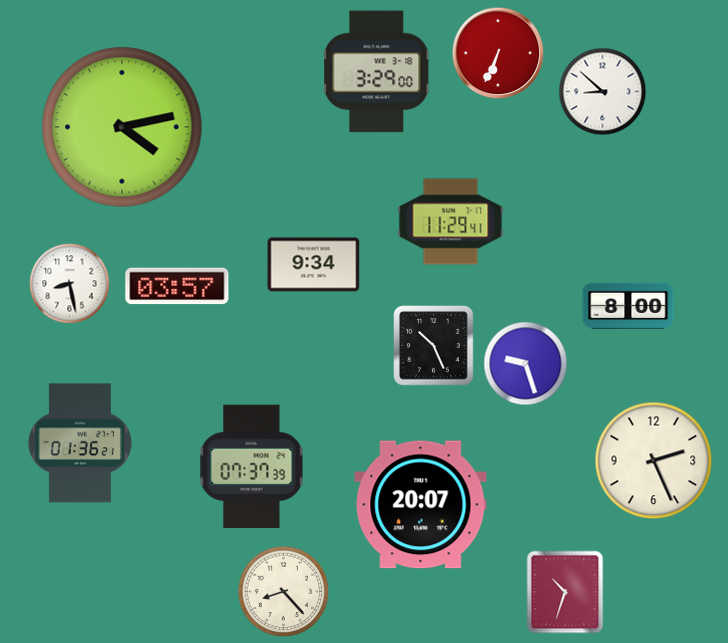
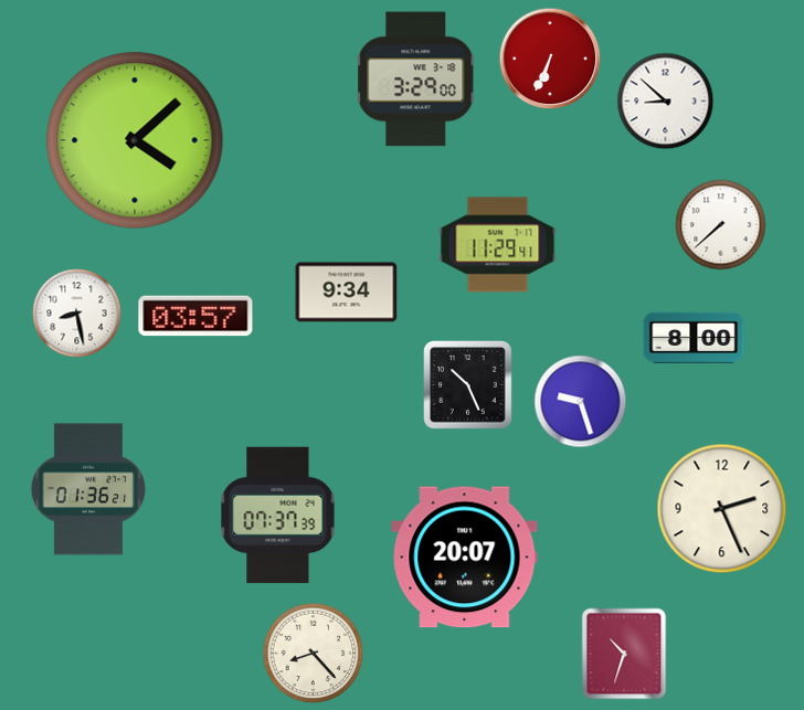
clock at (122, 127): 4:13 -> 4:08
clock at (721, 225): none -> 7:38
clock at (434, 346) position: (434, 346) -> (468, 385)
